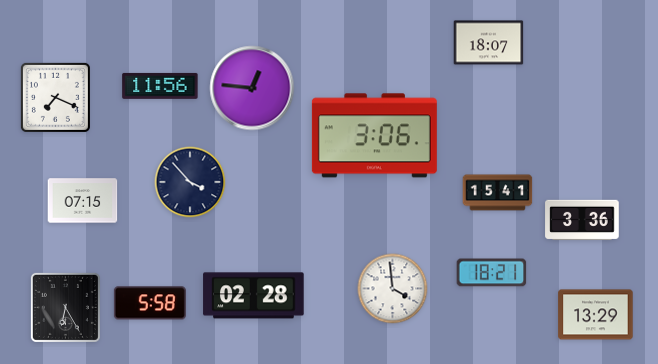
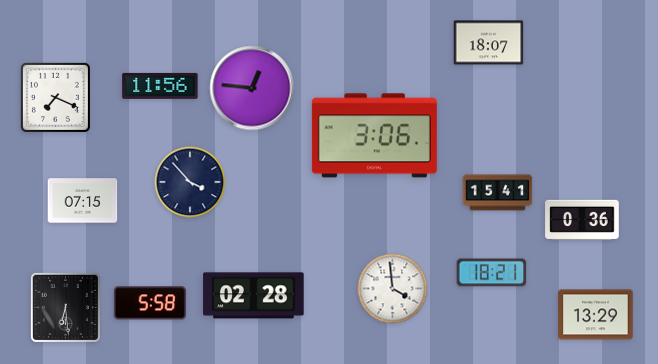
clock at (582, 220): 3:36 -> 0:36
clock at (65, 307): 6:25 -> 6:29
